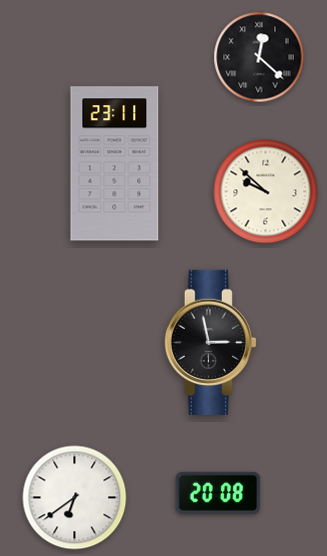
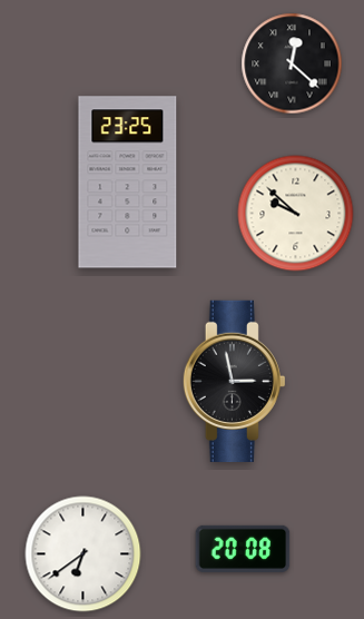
clock at (259, 57) position: (259, 57) -> (292, 63)
clock at (115, 164): 23:11 -> 23:25
